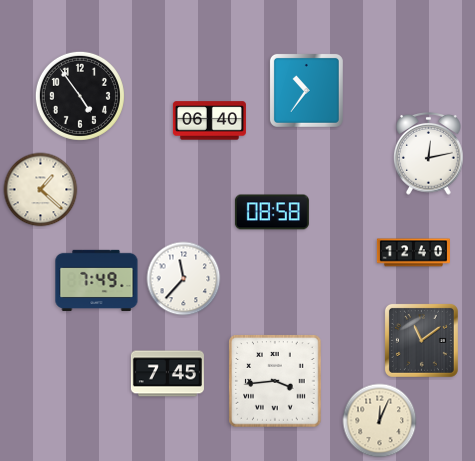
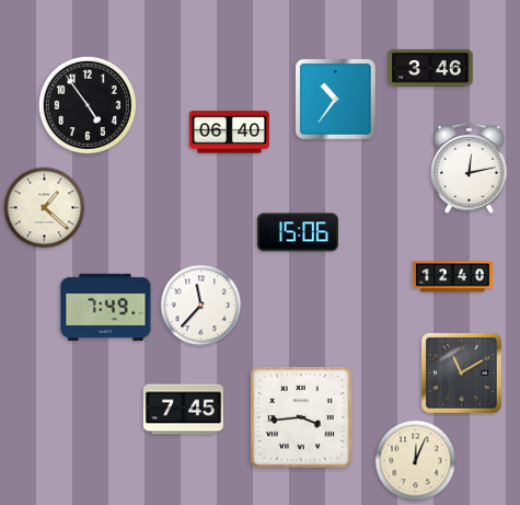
clock at (430, 68): none -> 3:46
clock at (272, 212): 08:58 -> 15:06
clock at (421, 340): 11:09 -> 11:10
